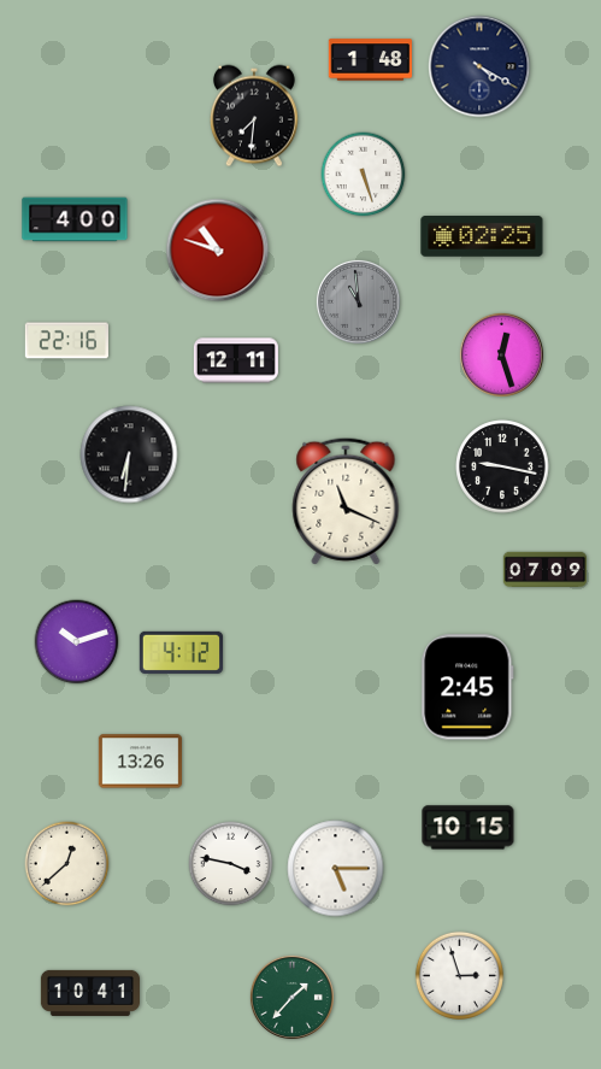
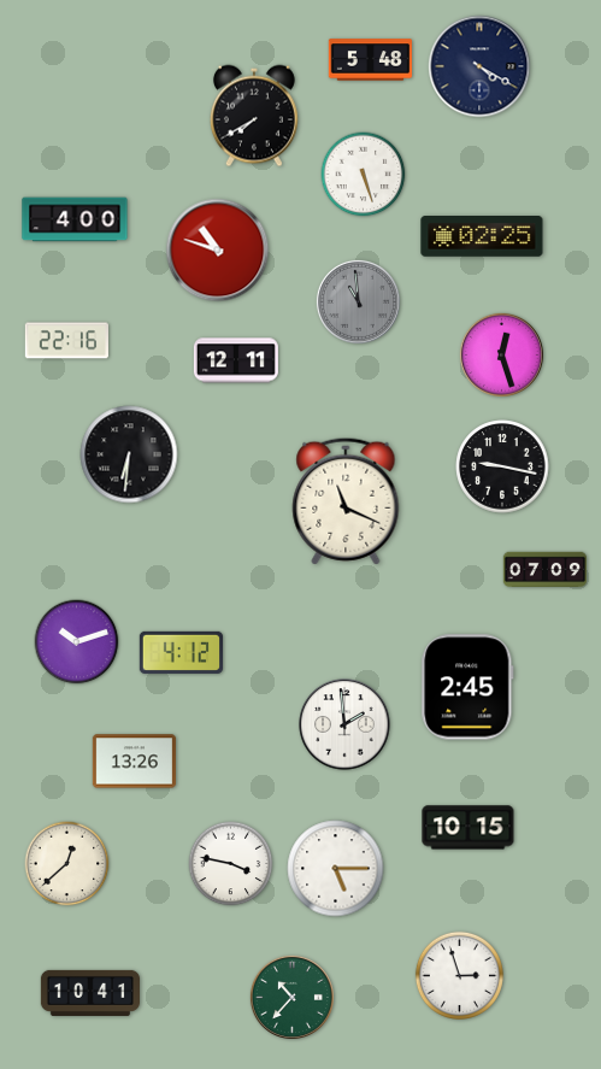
clock at (370, 60): 1:48 -> 5:48
clock at (254, 116): 7:31 -> 7:40
clock at (344, 724): none -> 1:59
clock at (140, 762) position: (140, 762) -> (134, 762)
clock at (291, 997): 1:37 -> 10:37
